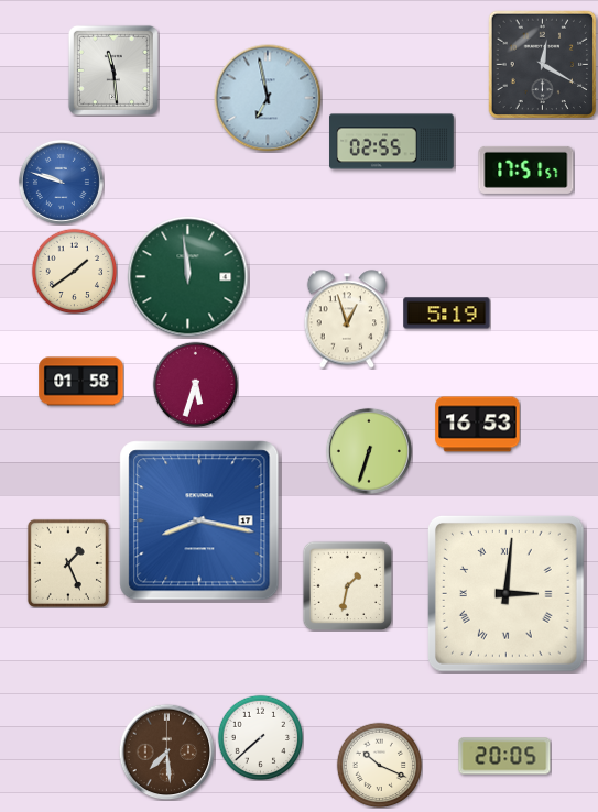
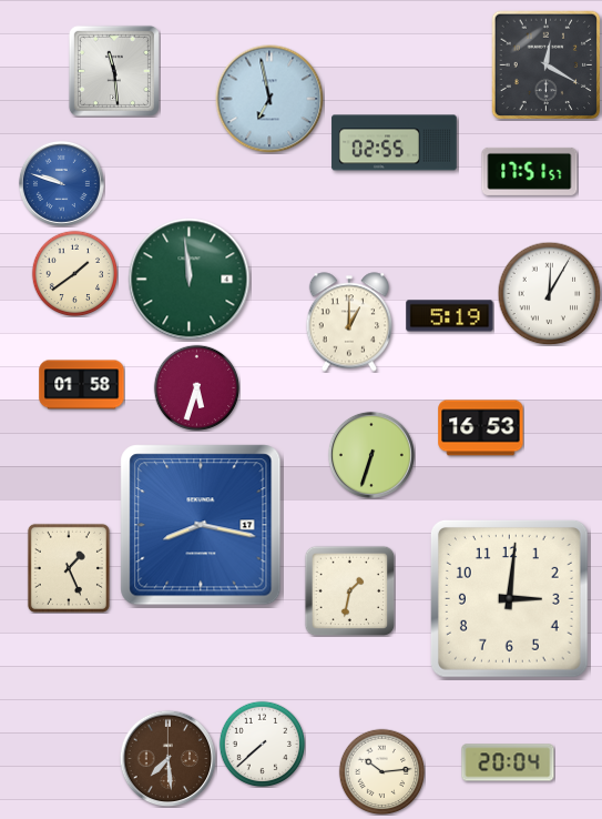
clock at (549, 293): none -> 12:05
clock at (347, 319): 12:57 -> 1:00
clock at (505, 593) numerals: Roman -> Arabic
clock at (504, 756): 20:05 -> 20:04
clock at (379, 765): 10:19 -> 10:14
